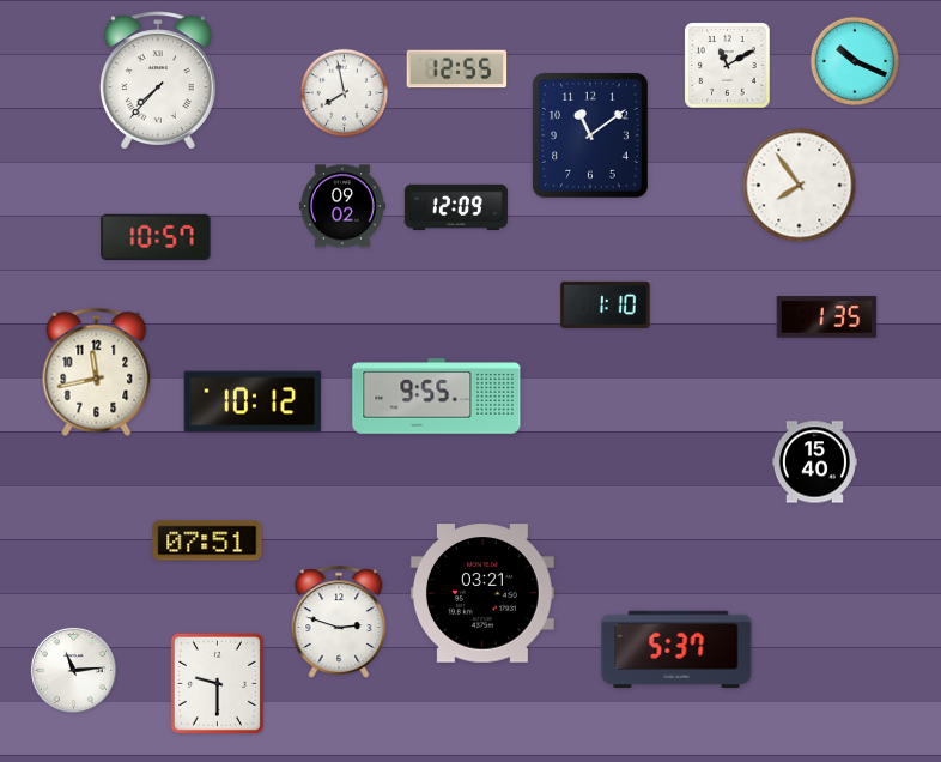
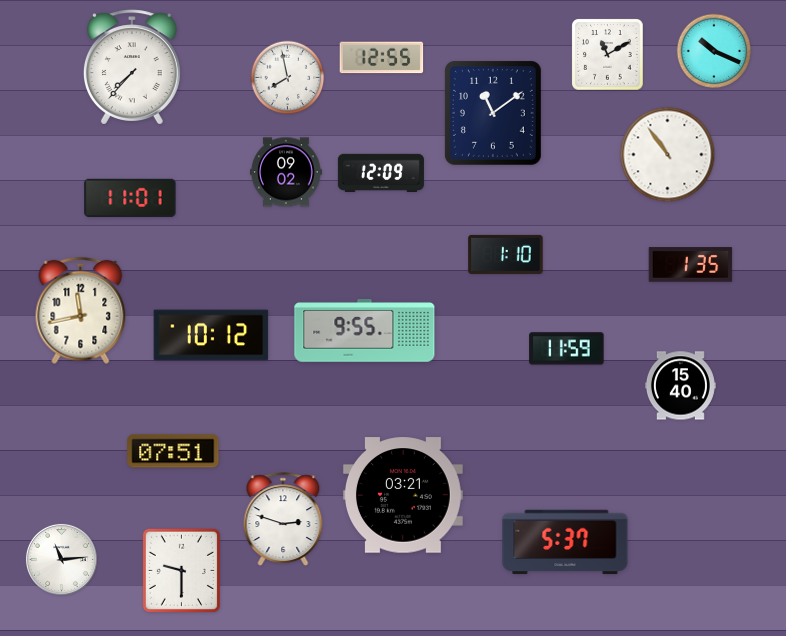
clock at (800, 186): 7:54 -> 10:54
clock at (156, 237): 10:57 -> 11:01
clock at (567, 349): none -> 11:59
